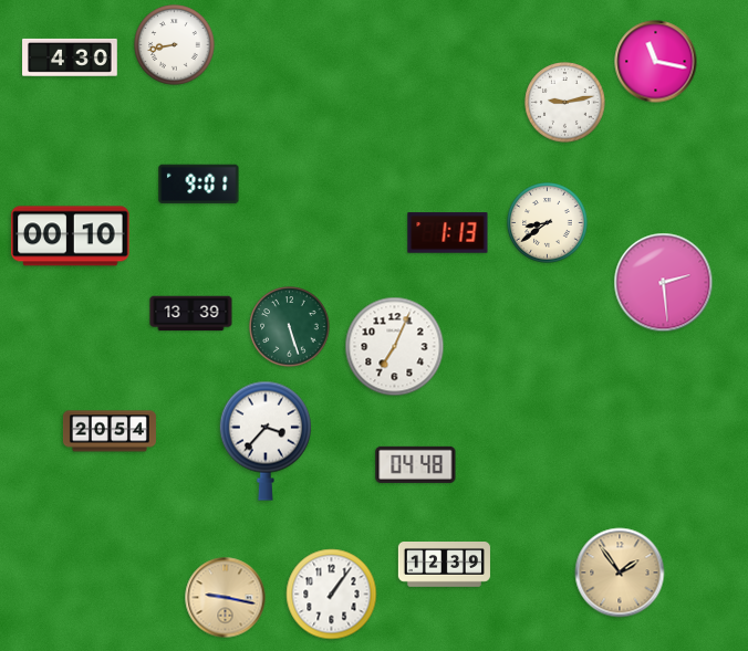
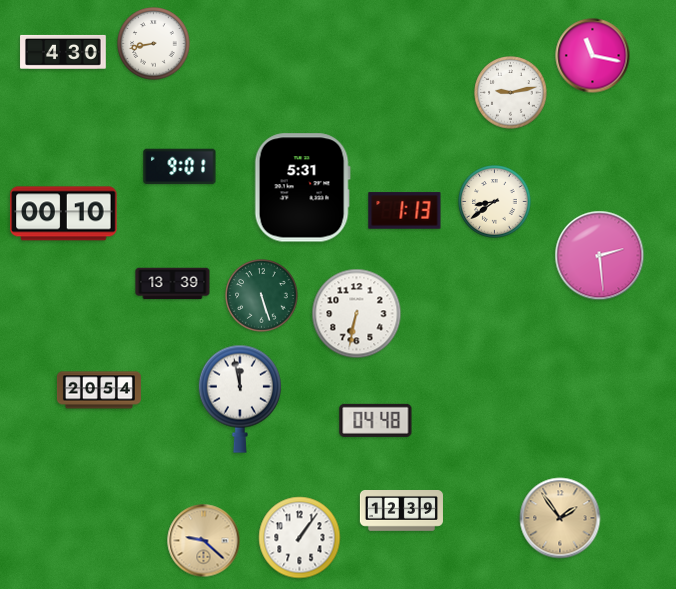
clock at (175, 45) position: (175, 45) -> (154, 44)
clock at (302, 188): none -> 5:31
clock at (395, 347): 7:04 -> 6:32
clock at (266, 441): 3:37 -> 11:58
clock at (226, 598): 9:17 -> 9:22
